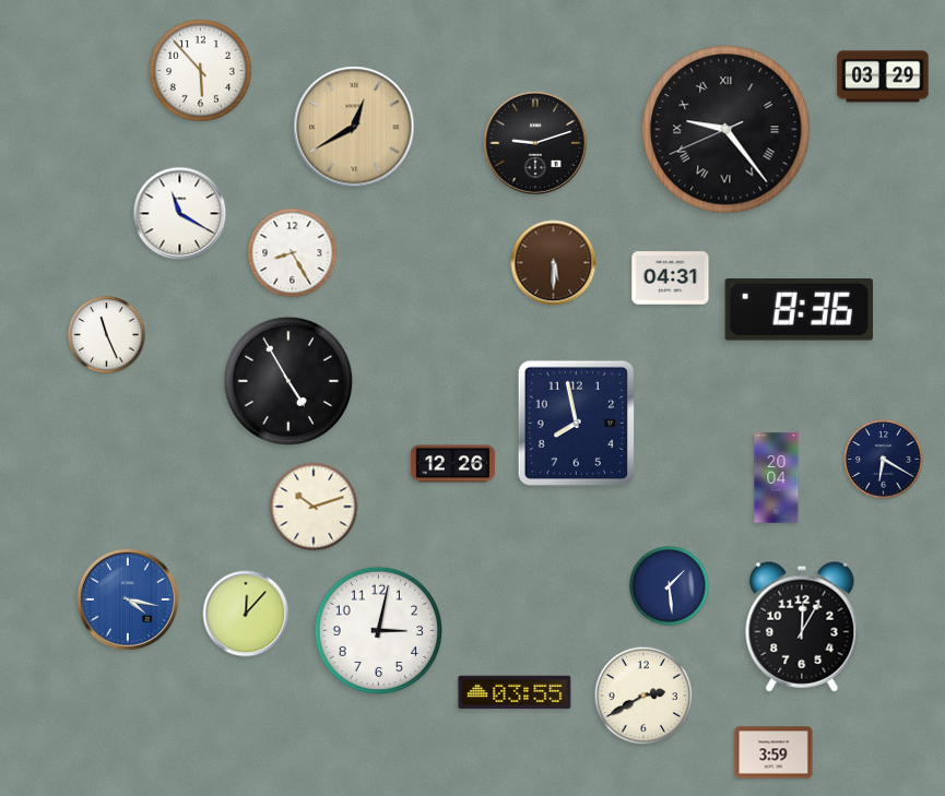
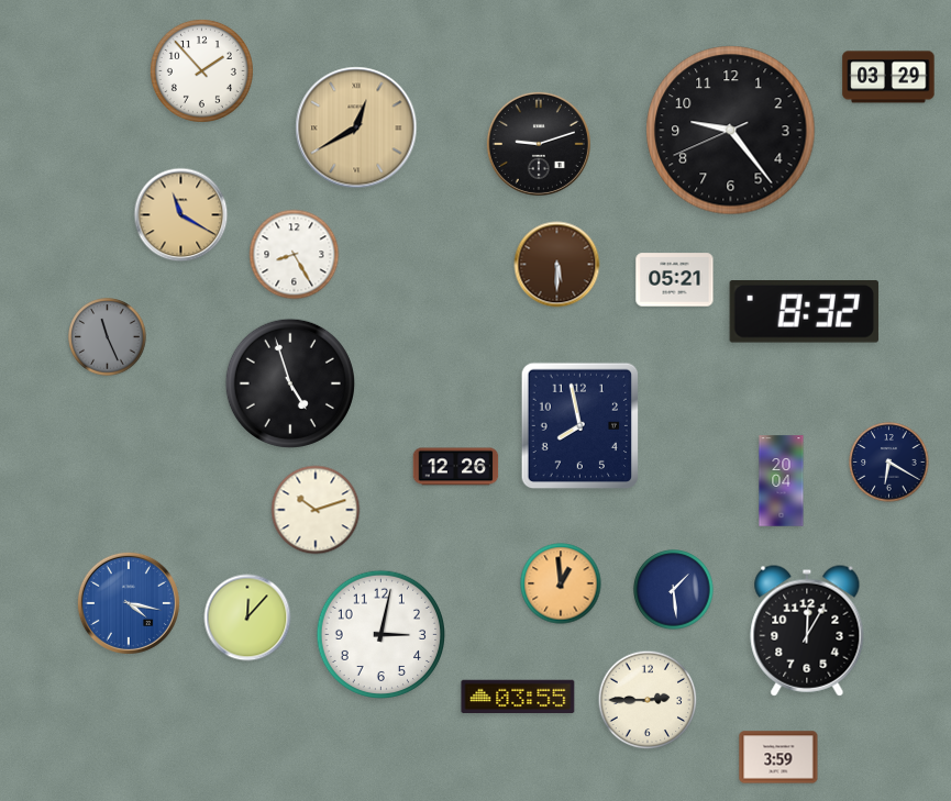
clock at (200, 70): 5:53 -> 1:53
clock at (727, 130) numerals: Roman -> Arabic
clock at (180, 214) dial: white -> champagne
clock at (671, 278): 04:31 -> 05:21
clock at (799, 310): 8:36 -> 8:32
clock at (107, 335) dial: white -> grey
clock at (288, 381): 4:55 -> 4:57
clock at (561, 583): none -> 12:59
clock at (643, 696): 2:40 -> 2:45
